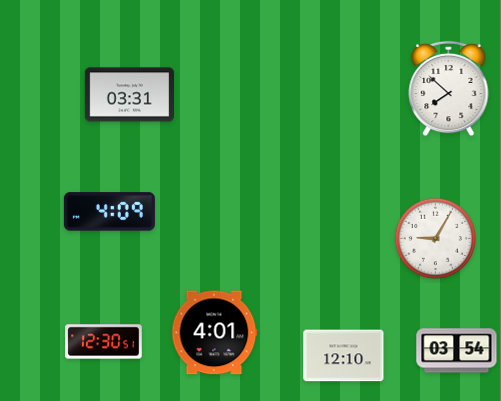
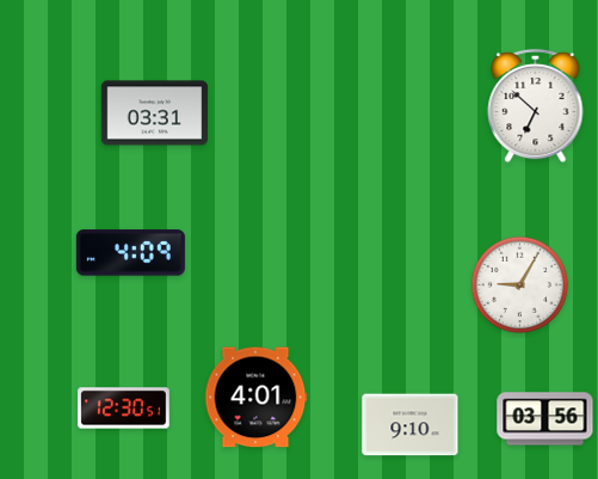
clock at (449, 89): 7:52 -> 6:52
clock at (457, 351): 03:54 -> 03:56
clock at (344, 356): 12:10 -> 9:10
